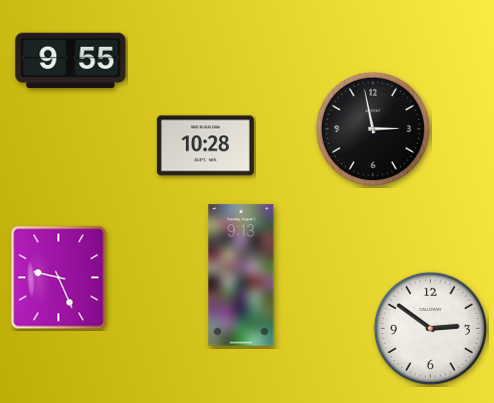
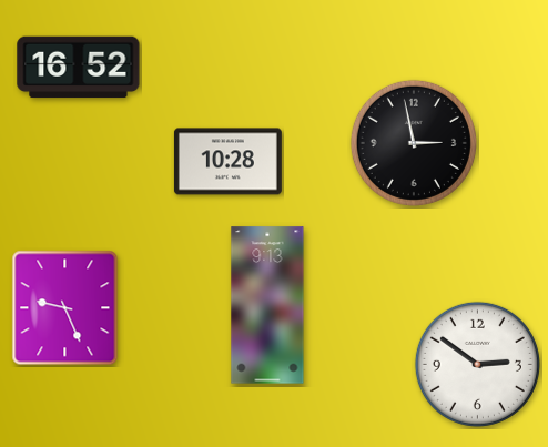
clock at (71, 61): 9:55 -> 16:52
